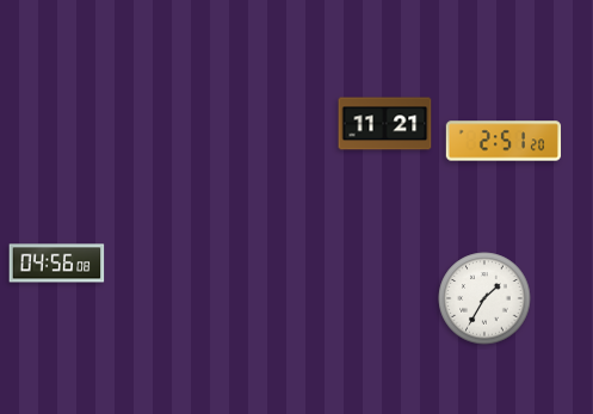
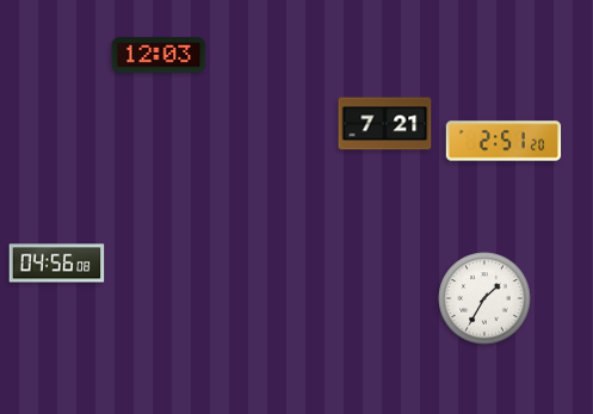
clock at (159, 55): none -> 12:03
clock at (385, 124): 11:21 -> 7:21
